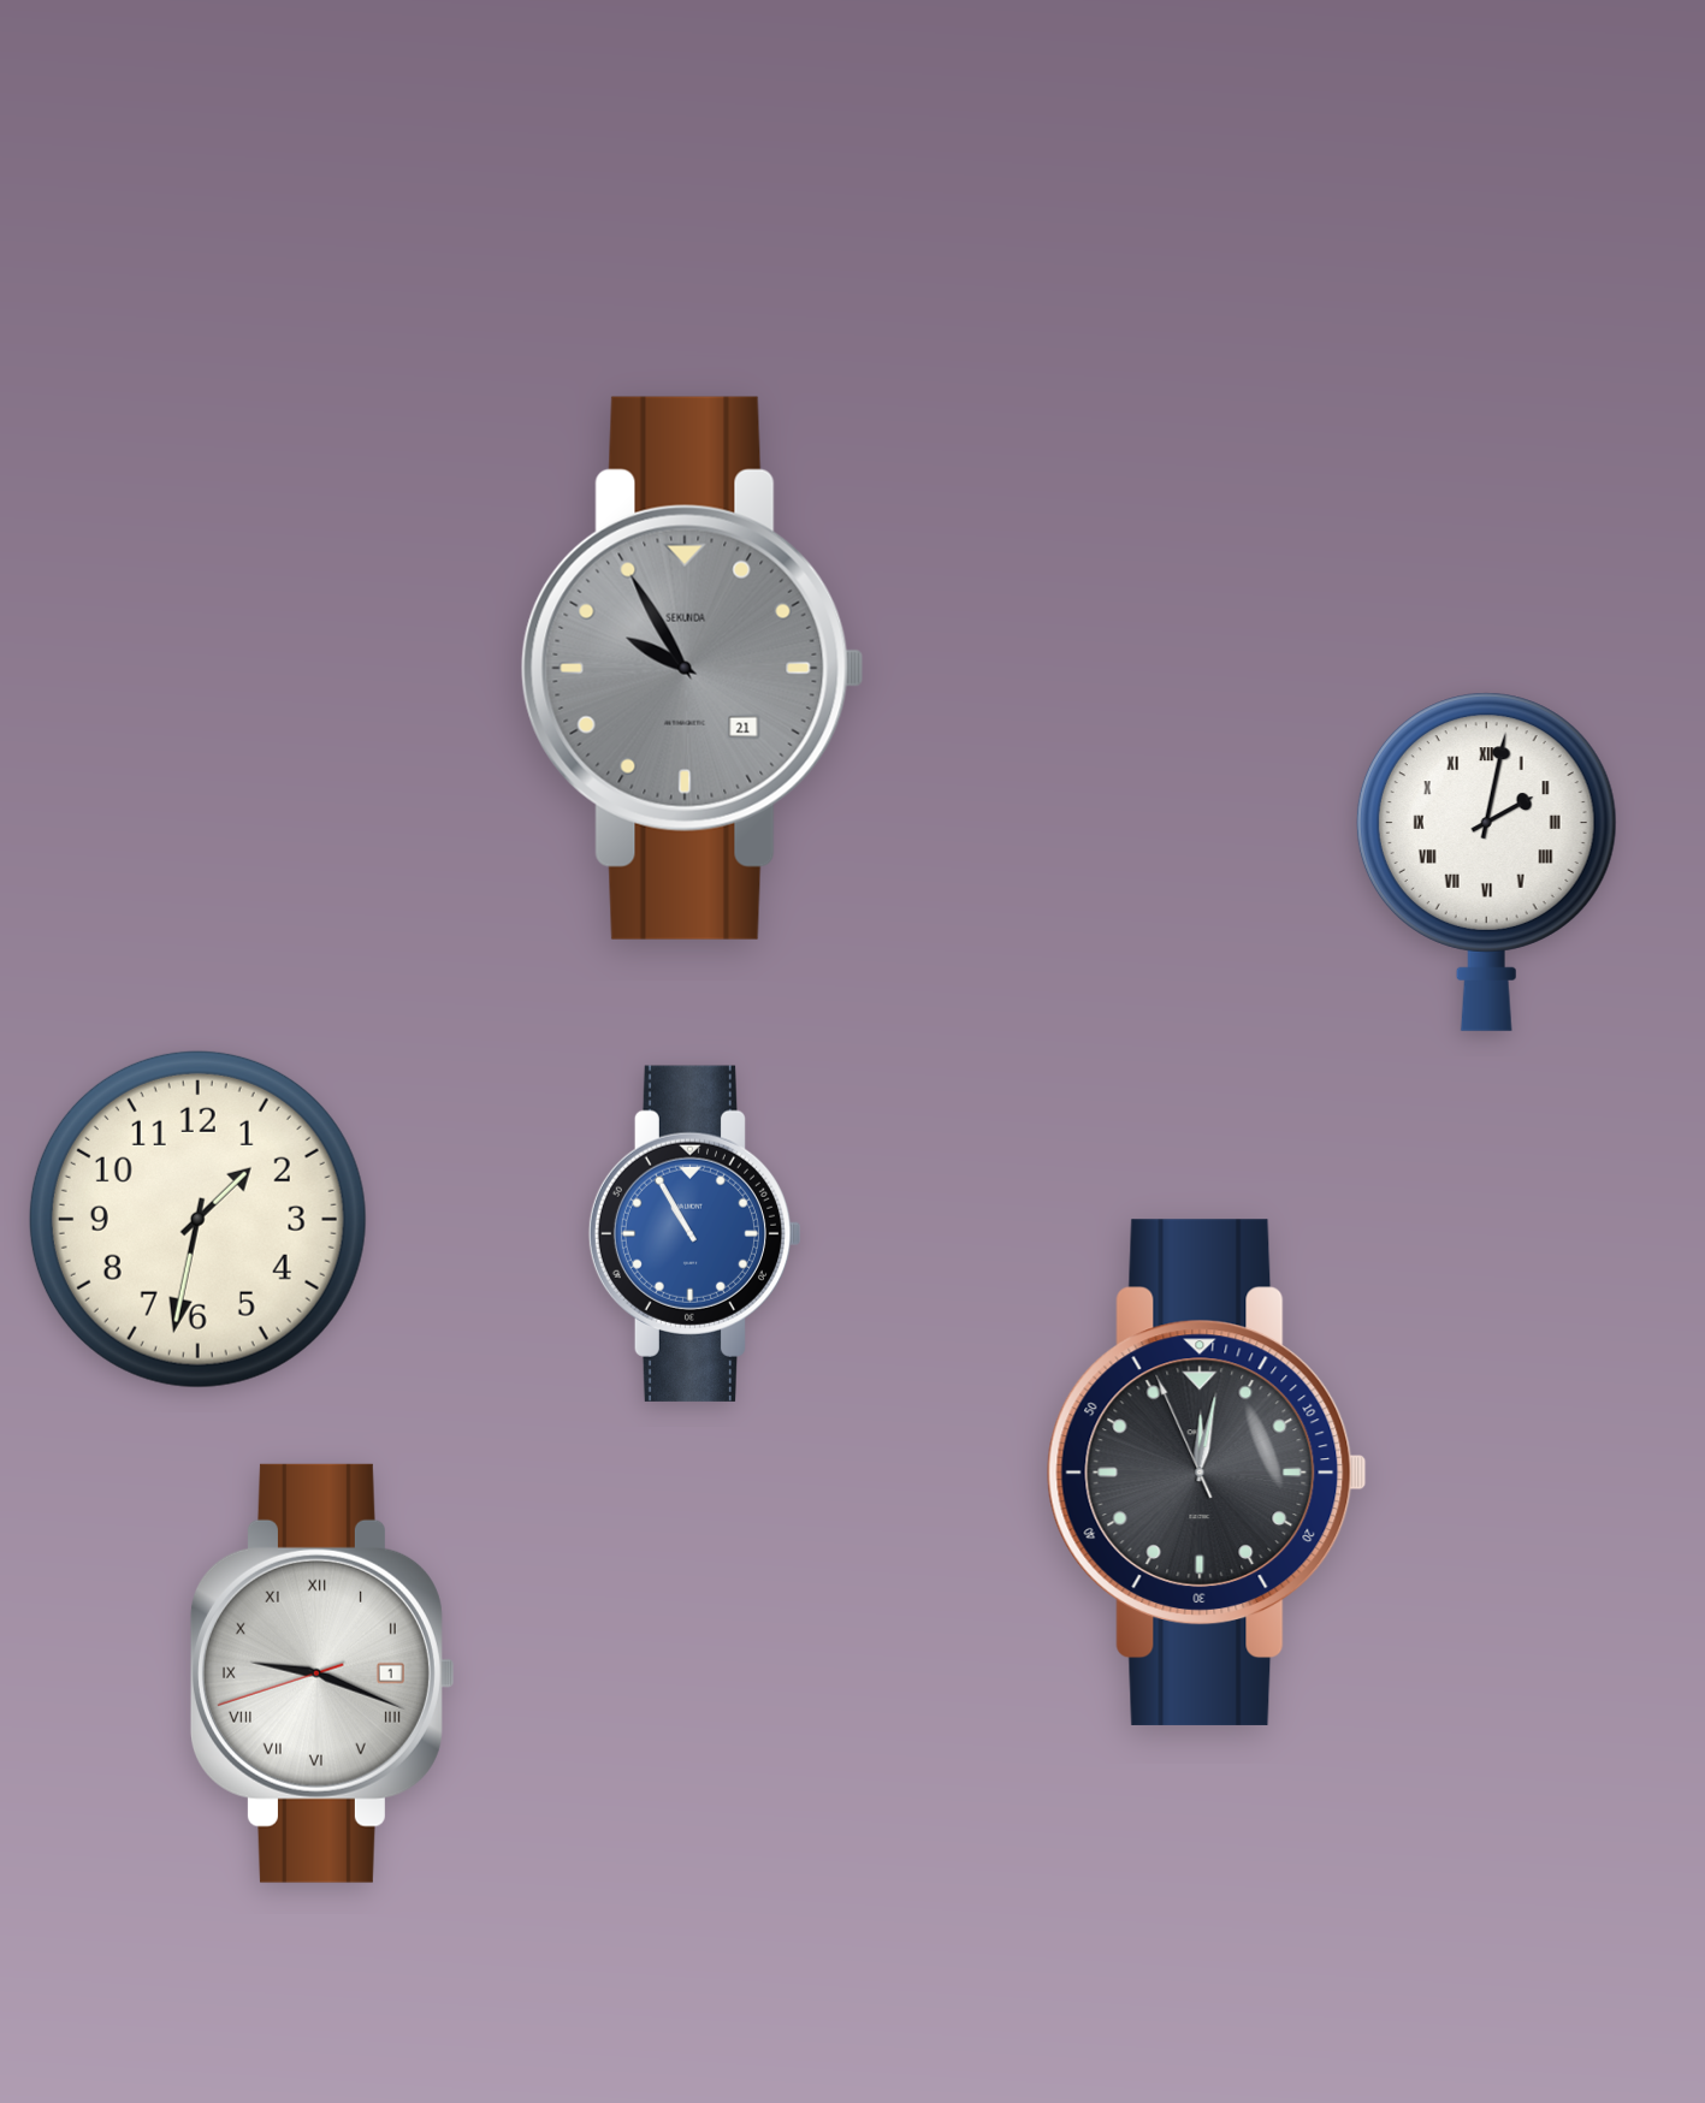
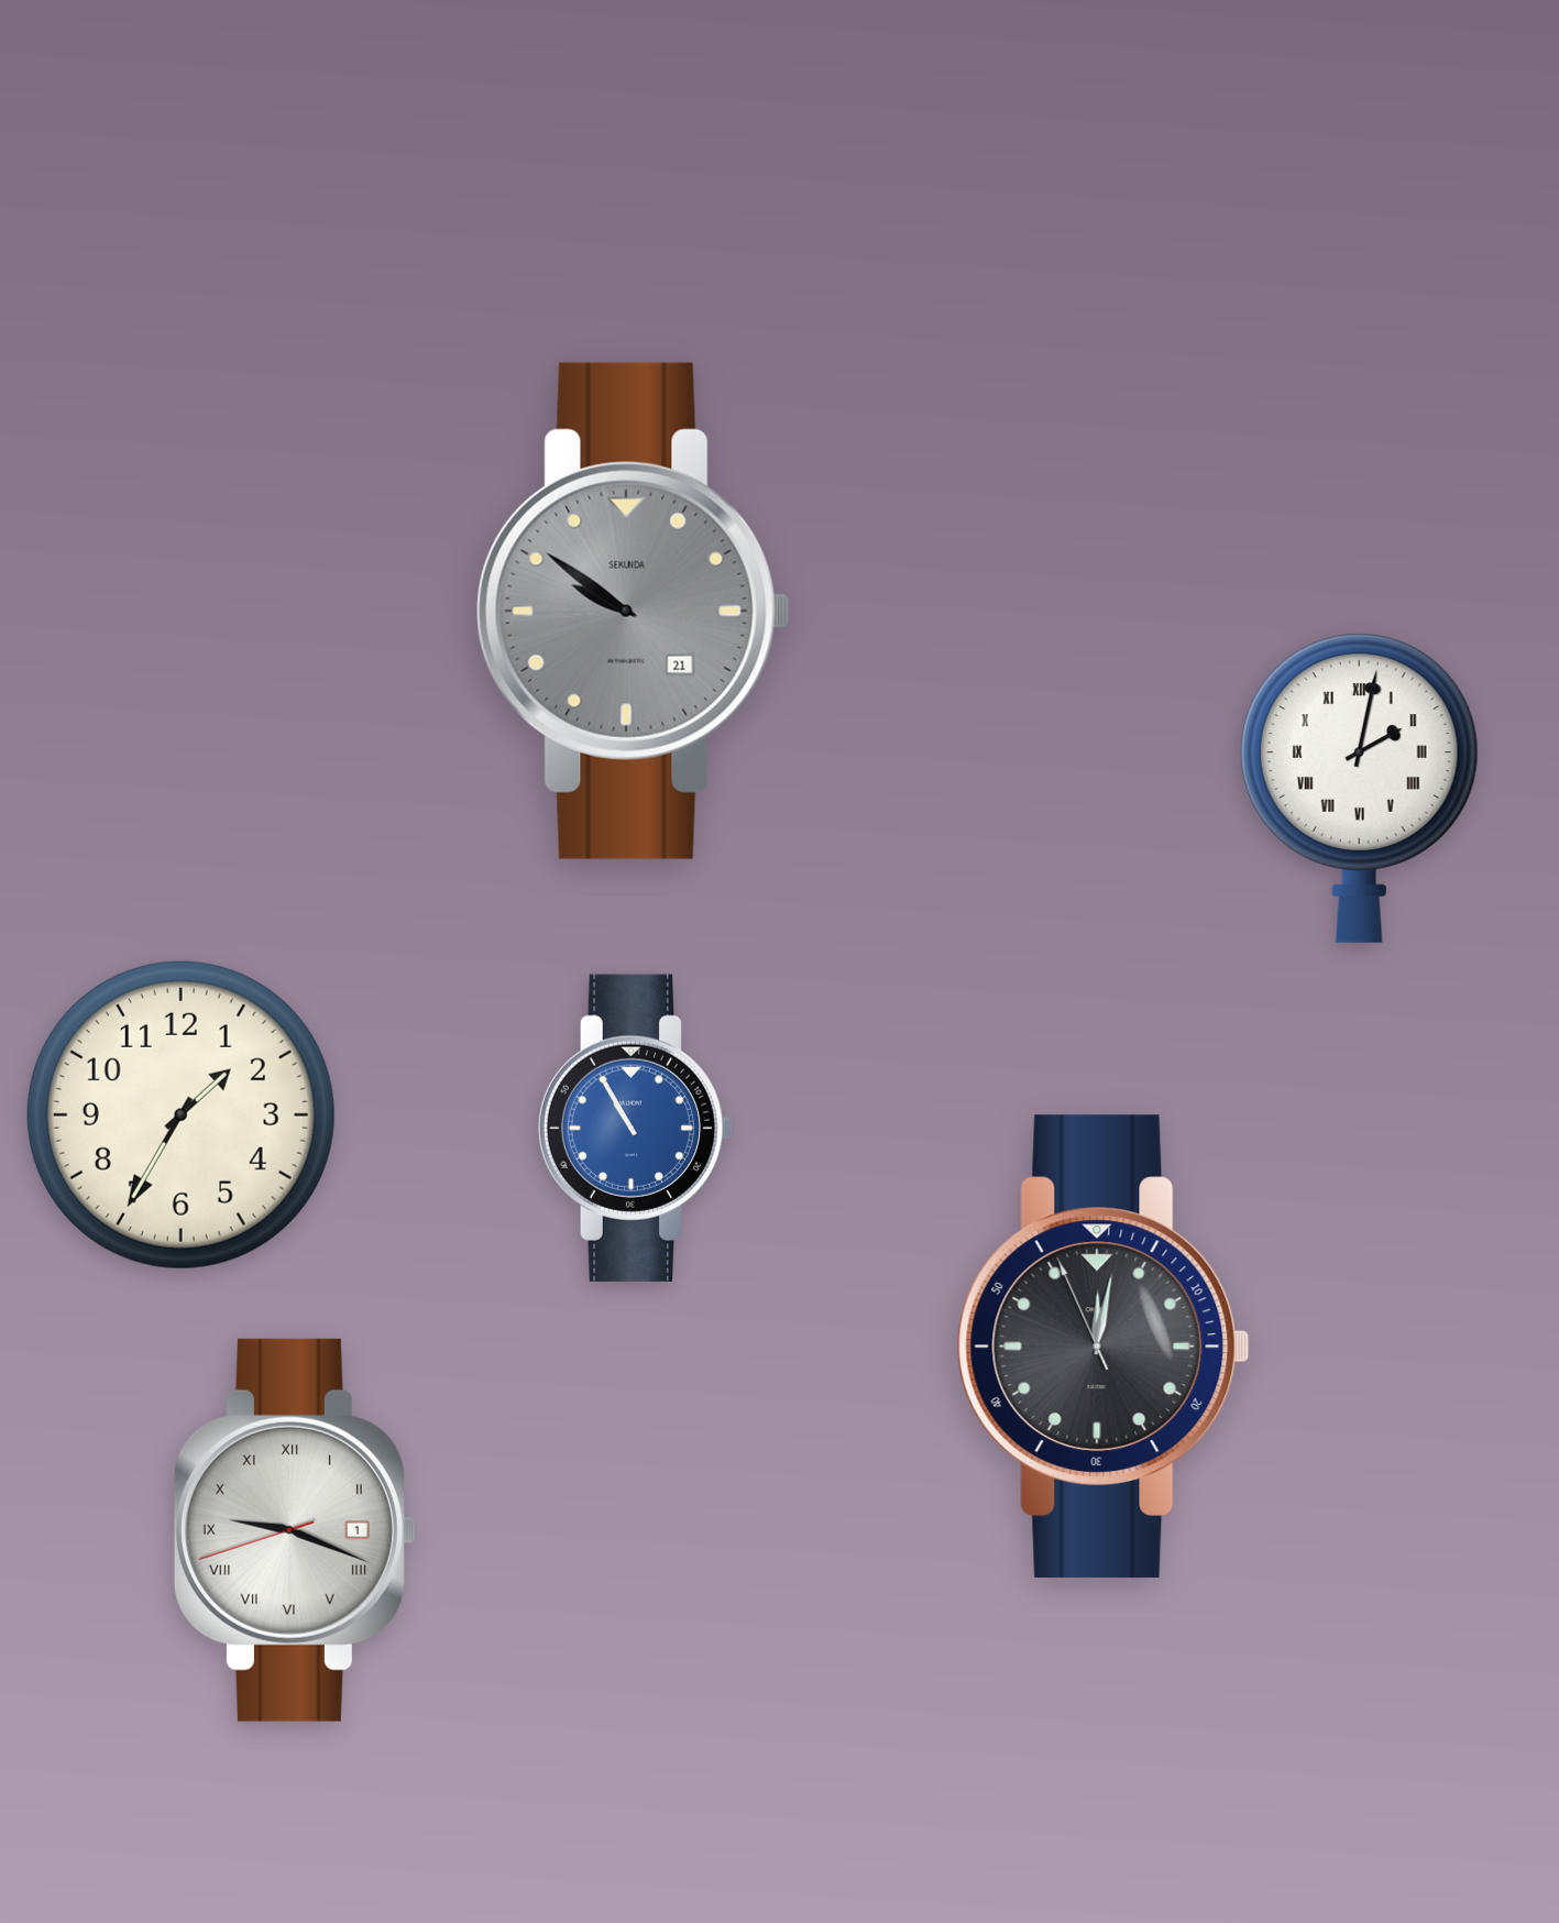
clock at (692, 668): 9:55 -> 9:51
clock at (197, 1219): 1:32 -> 1:35
